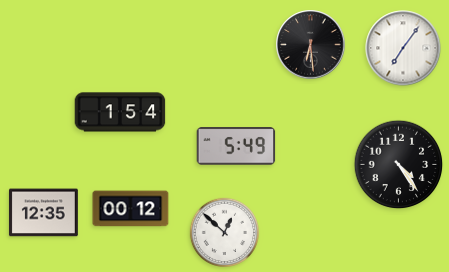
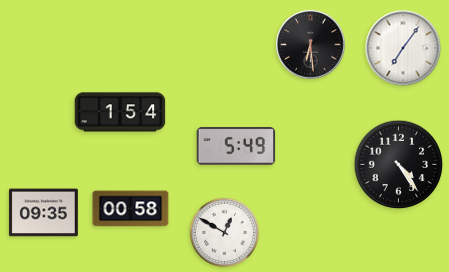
clock at (131, 209): 00:12 -> 00:58
clock at (43, 213): 12:35 -> 09:35
clock at (224, 232): 12:52 -> 12:50
